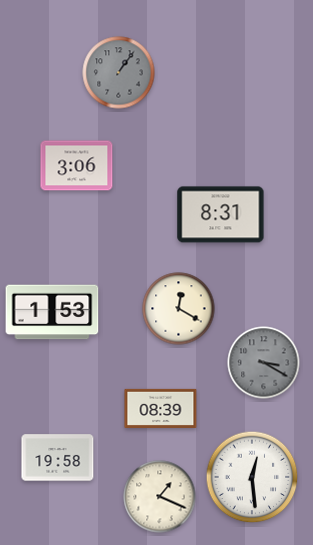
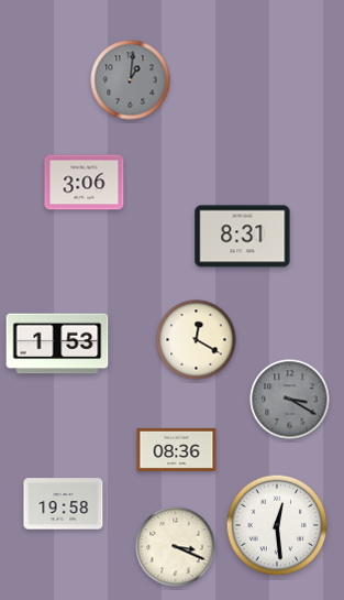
clock at (119, 73): 1:06 -> 1:01
clock at (161, 408): 08:39 -> 08:36
clock at (160, 497): 1:19 -> 3:19
